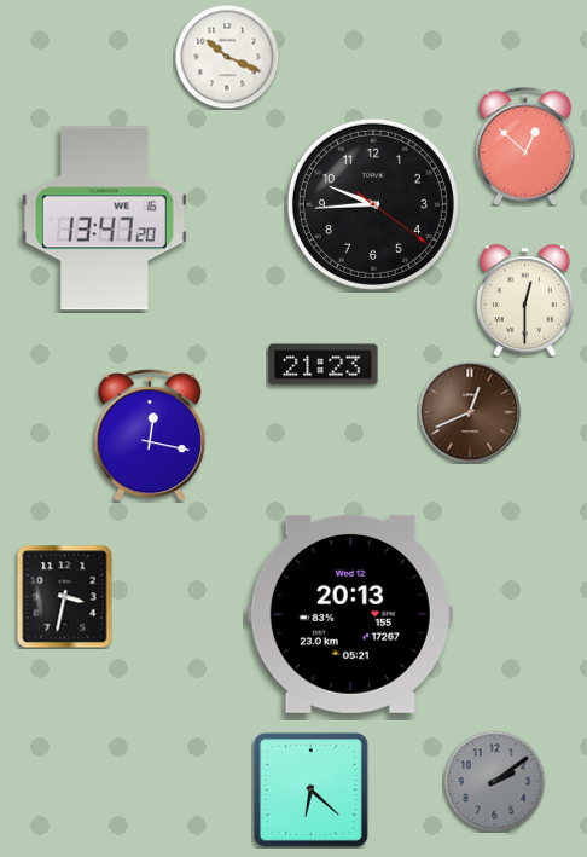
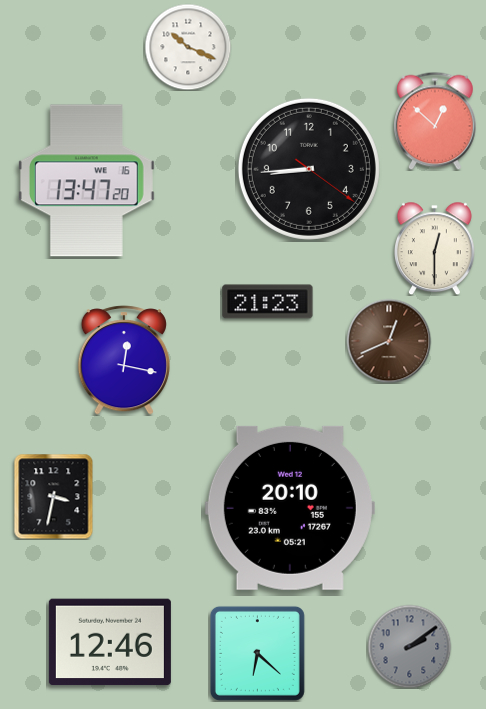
clock at (373, 204): 9:44 -> 8:44
clock at (65, 596) position: (65, 596) -> (54, 496)
clock at (350, 614): 20:13 -> 20:10
clock at (110, 642): none -> 12:46
